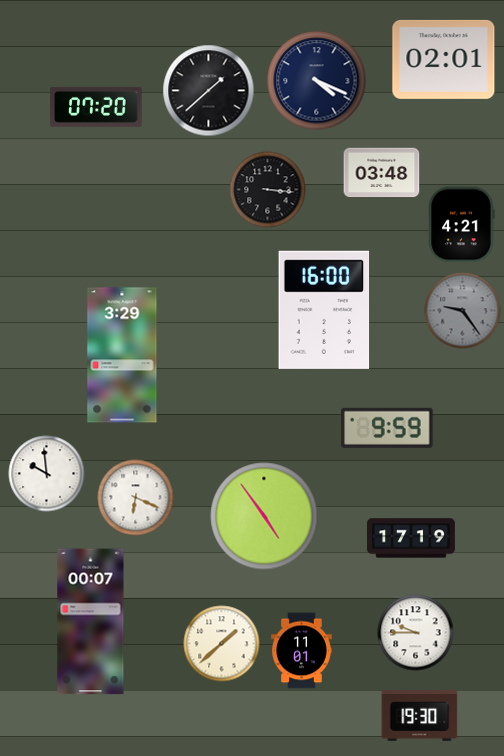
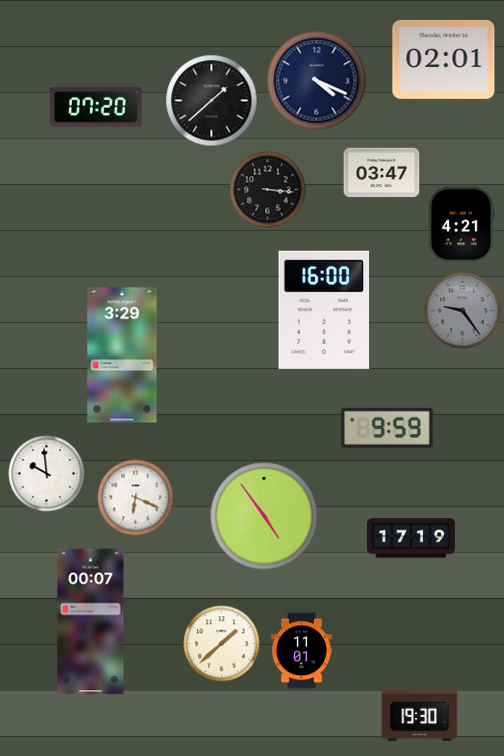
clock at (209, 91) position: (209, 91) -> (212, 101)
clock at (382, 173): 03:48 -> 03:47
clock at (416, 633): 9:45 -> none
